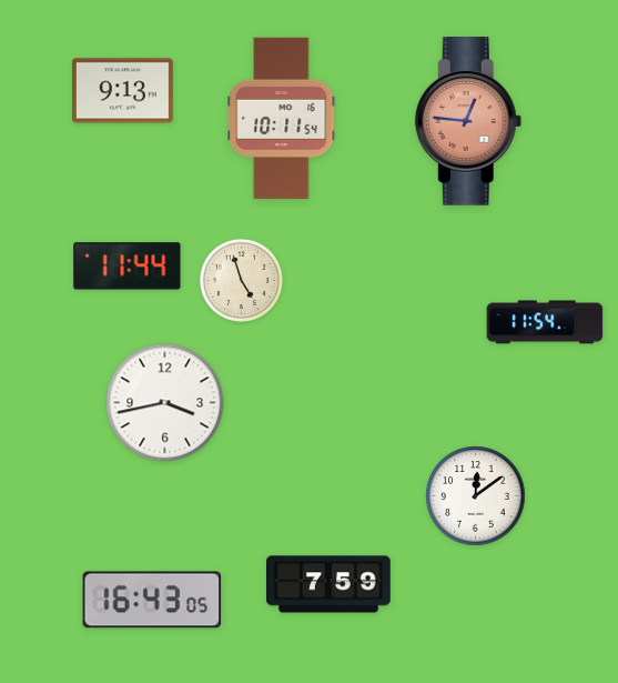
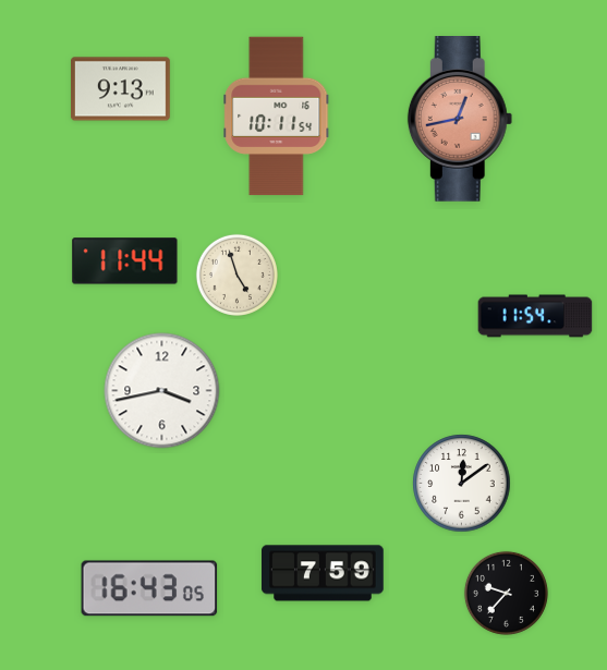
clock at (468, 122): 12:46 -> 12:43
clock at (165, 403) position: (165, 403) -> (162, 391)
clock at (476, 496) position: (476, 496) -> (462, 484)
clock at (506, 593): none -> 9:37
